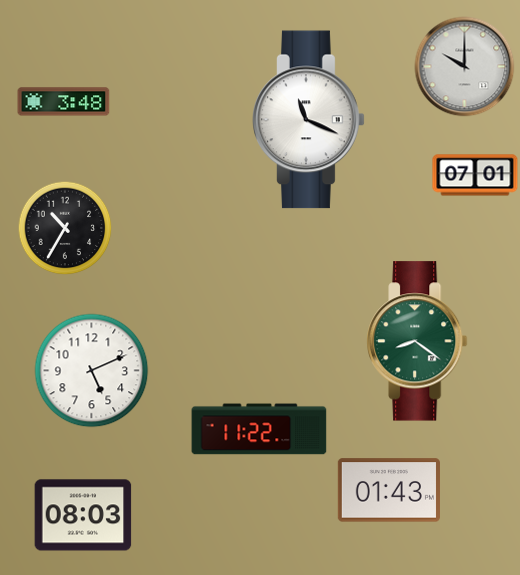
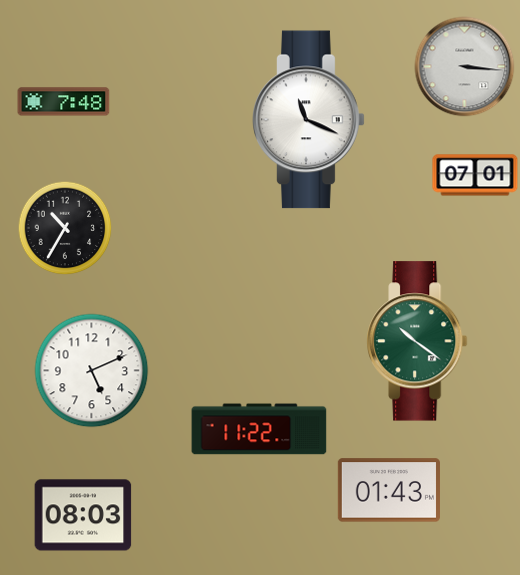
clock at (465, 67): 10:00 -> 3:16
clock at (64, 102): 3:48 -> 7:48
clock at (417, 341): 8:21 -> 10:21
